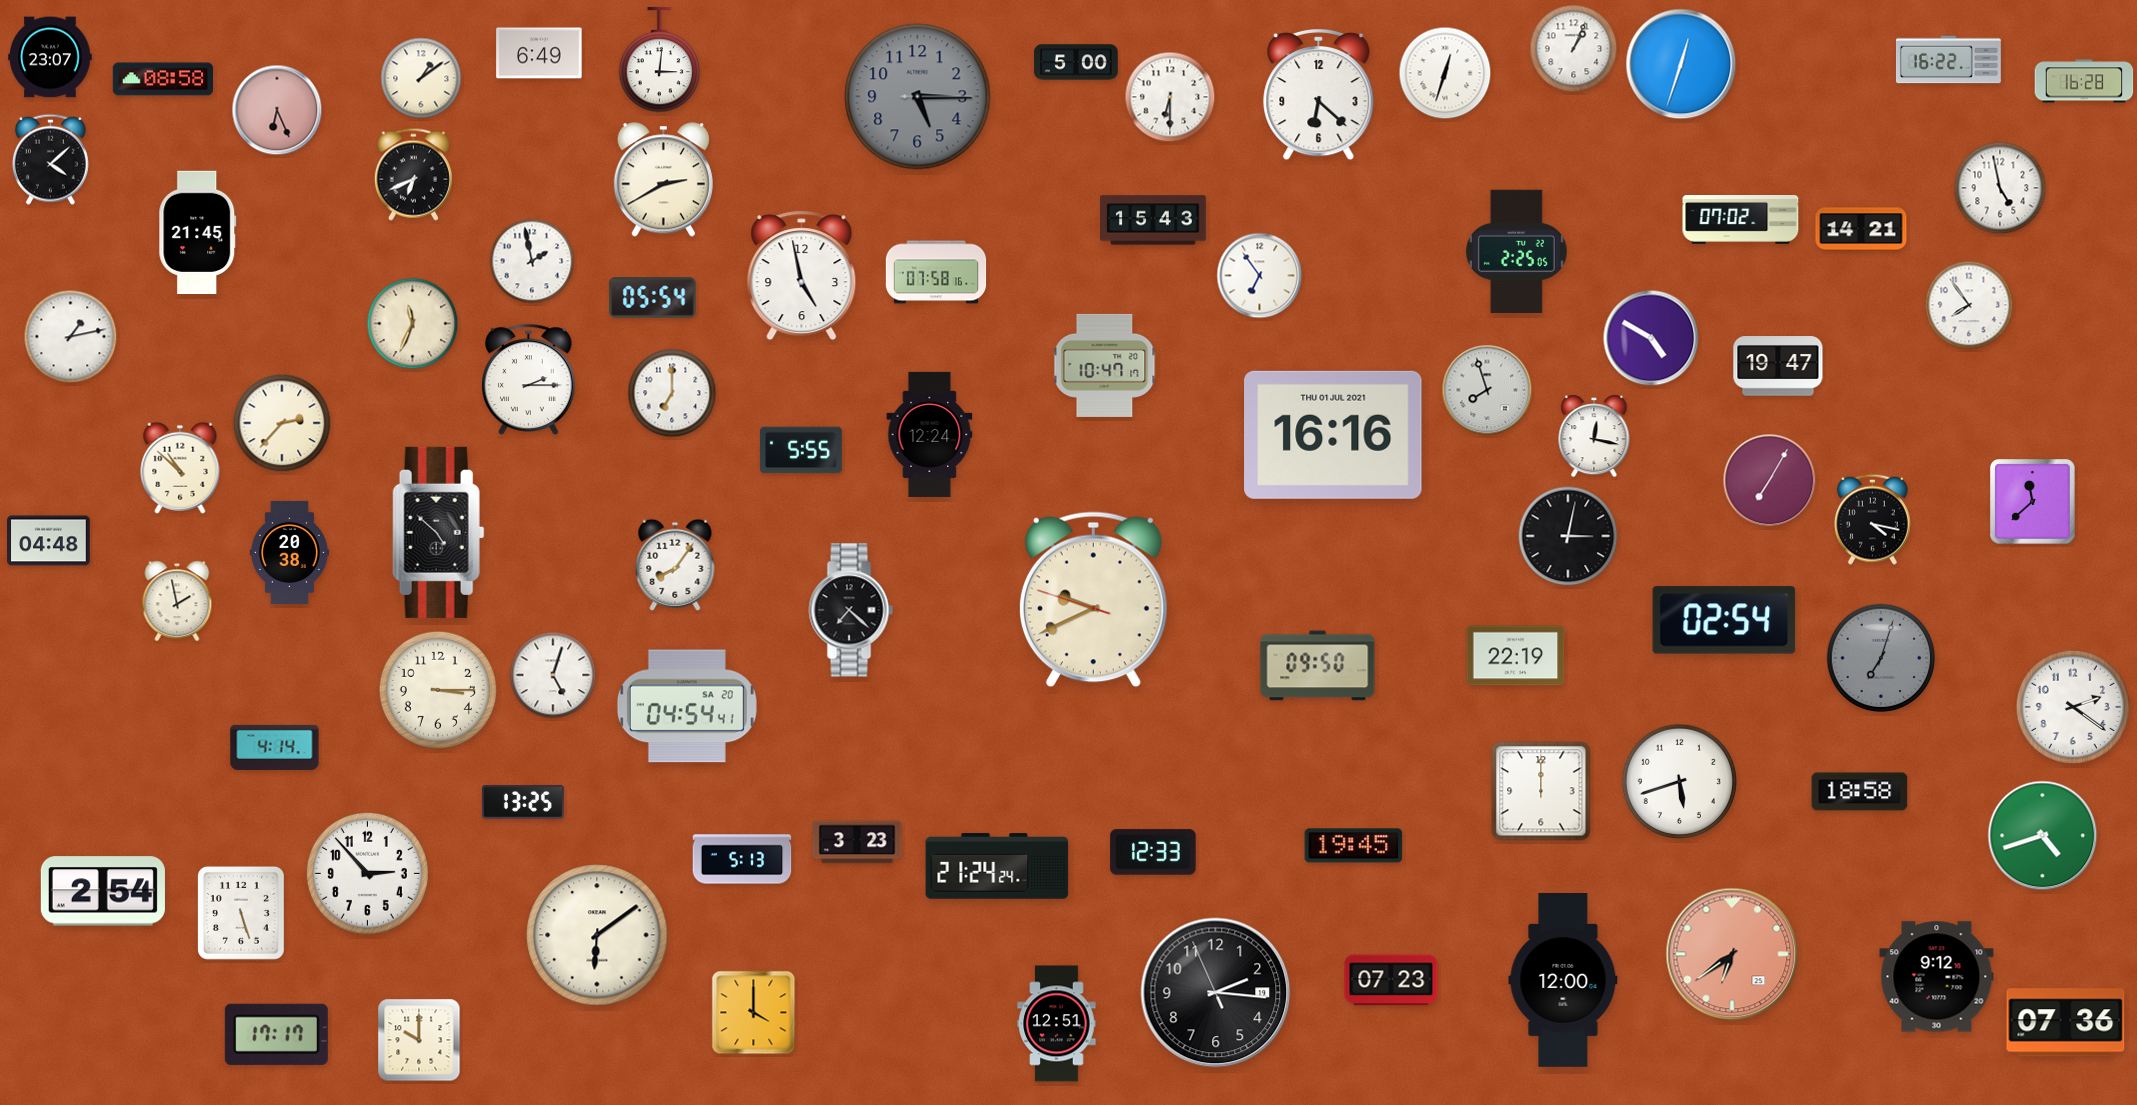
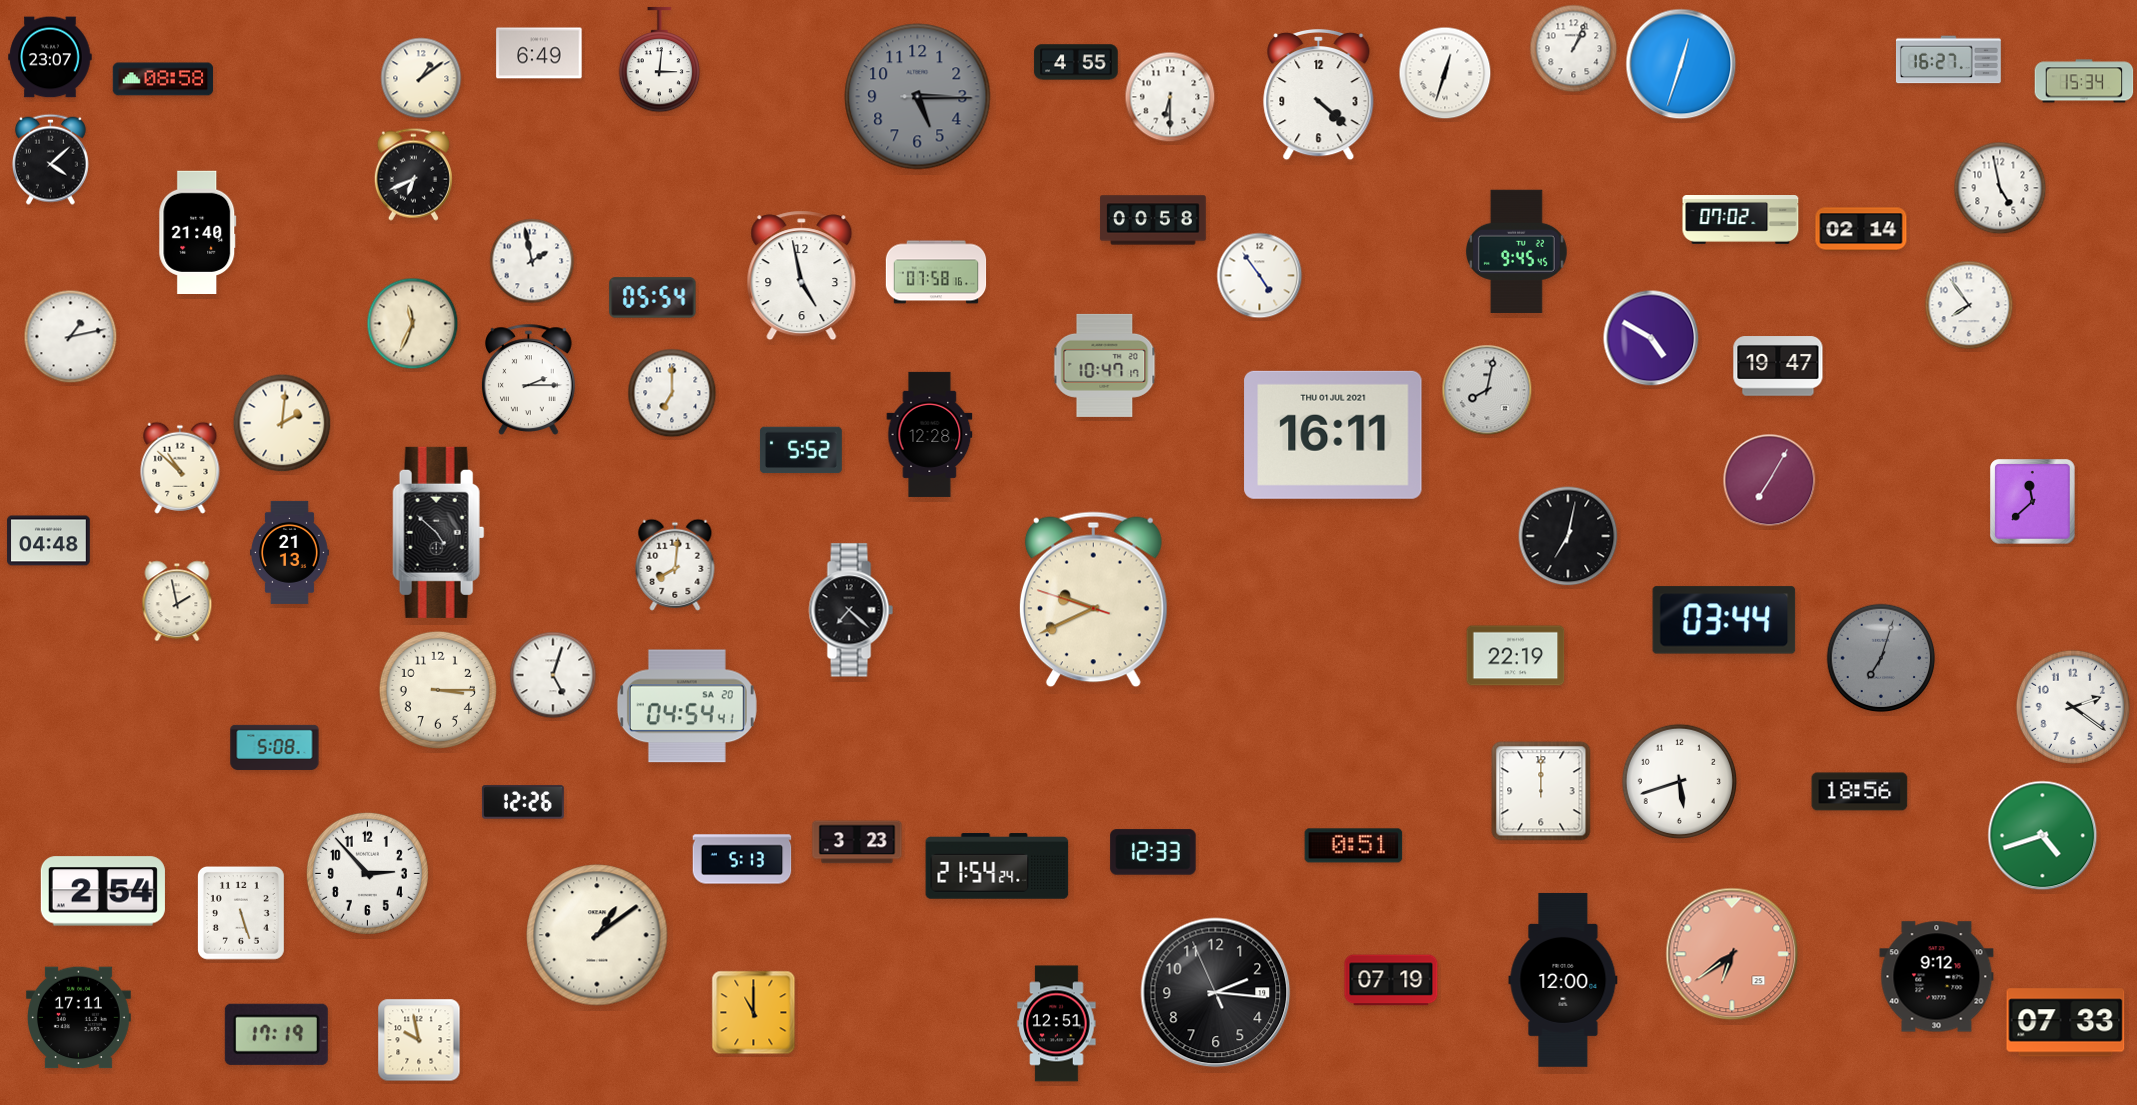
clock at (1948, 60): 16:22 -> 16:27
clock at (1076, 62): 5:00 -> 4:55
clock at (2084, 81): 16:28 -> 15:34
clock at (1319, 95): 6:22 -> 4:22
clock at (277, 110): 6:26 -> none
clock at (663, 180): 2:40 -> none
clock at (1153, 220): 15:43 -> 00:58
clock at (1861, 229): 14:21 -> 02:14
clock at (198, 232): 21:45 -> 21:40
clock at (1516, 251): 2:25 -> 9:45
clock at (1260, 276): 6:54 -> 4:54
clock at (1487, 390): 7:57 -> 8:02
clock at (282, 423): 2:37 -> 2:01
clock at (930, 434): 12:24 -> 12:28
clock at (1333, 435): 16:16 -> 16:11
clock at (1594, 436): 12:17 -> none
clock at (801, 450): 5:55 -> 5:52
clock at (1872, 519): 4:17 -> none
clock at (1568, 536): 3:02 -> 7:02
clock at (289, 552): 20:38 -> 21:13
clock at (675, 565): 8:06 -> 8:01
clock at (1724, 620): 02:54 -> 03:44
clock at (1318, 666): 09:50 -> none
clock at (275, 747): 4:14 -> 5:08
clock at (1860, 792): 18:58 -> 18:56
clock at (523, 802): 13:25 -> 12:26
clock at (1354, 846): 19:45 -> 0:51
clock at (997, 866): 21:24 -> 21:54
clock at (597, 935): 6:09 -> 1:09
clock at (1391, 980): 07:23 -> 07:19
clock at (754, 1013): 4:00 -> 11:00
clock at (78, 1018): none -> 17:11
clock at (2066, 1023): 07:36 -> 07:33
clock at (276, 1034): 17:17 -> 17:19
clock at (419, 1040): 10:00 -> 9:58
